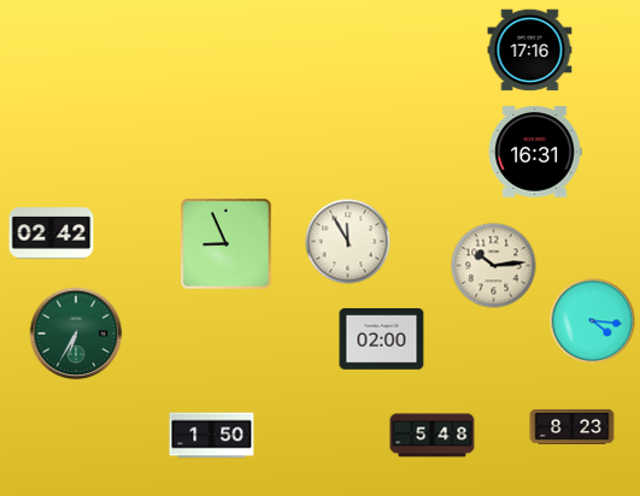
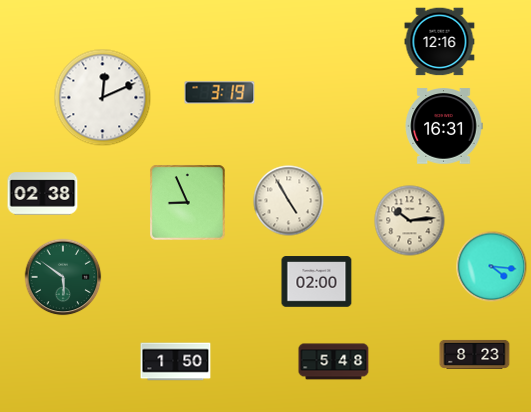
clock at (530, 51): 17:16 -> 12:16
clock at (220, 93): none -> 3:19
clock at (103, 98): none -> 12:11
clock at (52, 234): 02:42 -> 02:38
clock at (348, 242): 11:55 -> 4:55
clock at (76, 333): 6:35 -> 5:51
clock at (433, 436) position: (433, 436) -> (334, 362)
